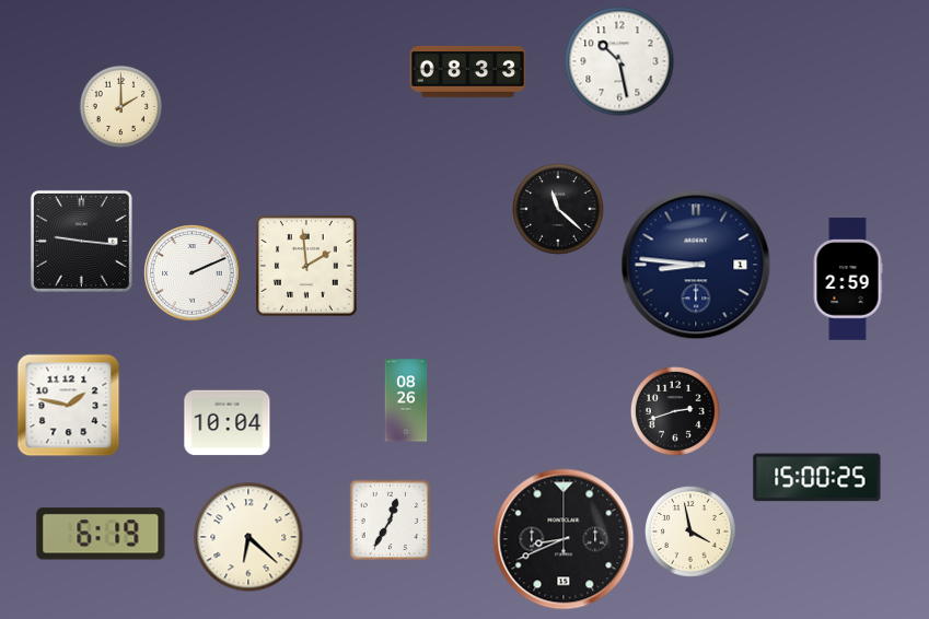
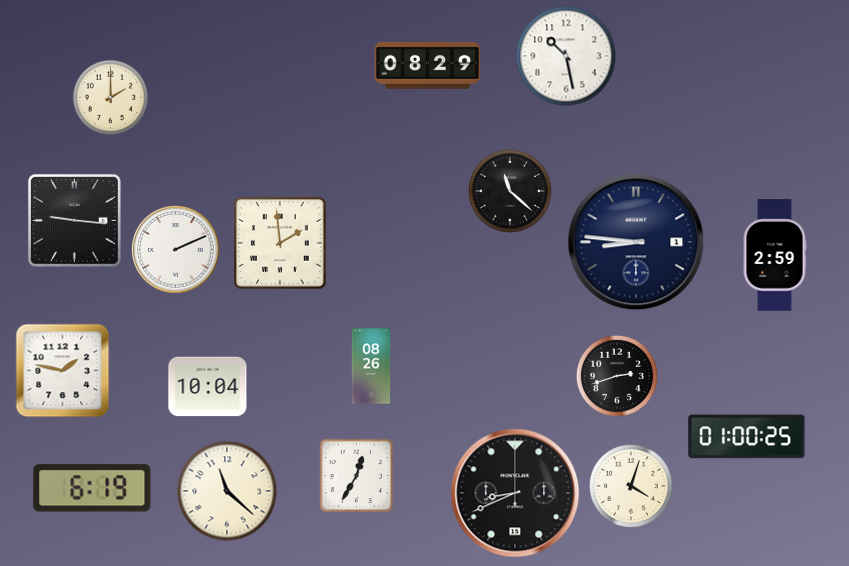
clock at (468, 71): 08:33 -> 08:29
clock at (817, 478): 15:00 -> 01:00
clock at (692, 533): 3:58 -> 4:03
clock at (248, 537): 6:22 -> 11:22
